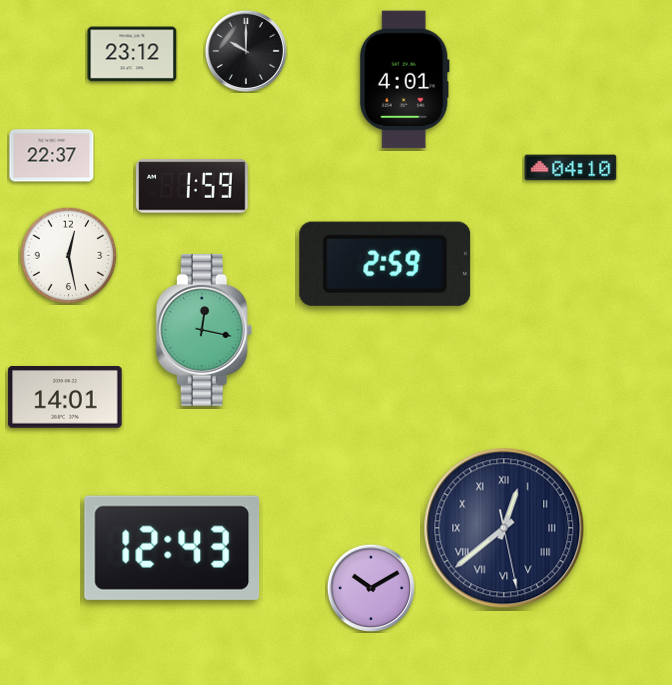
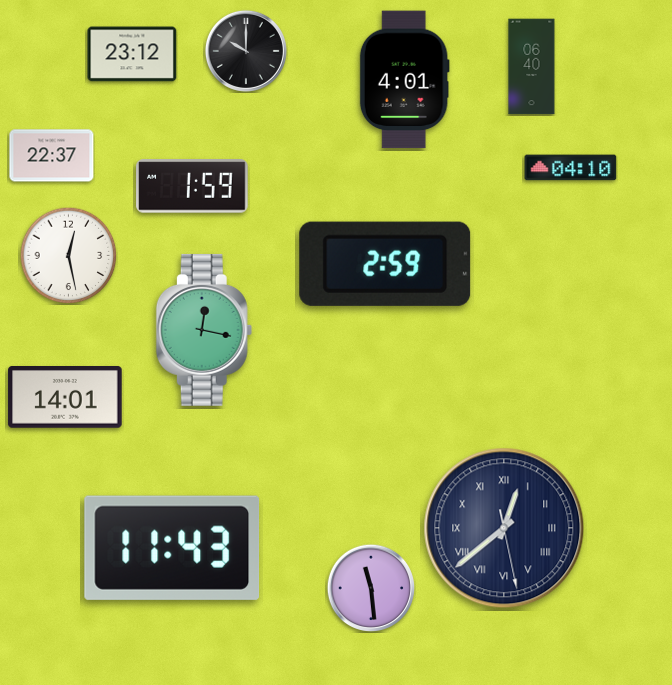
clock at (532, 67): none -> 06:40
clock at (172, 548): 12:43 -> 11:43
clock at (371, 588): 10:10 -> 11:29
